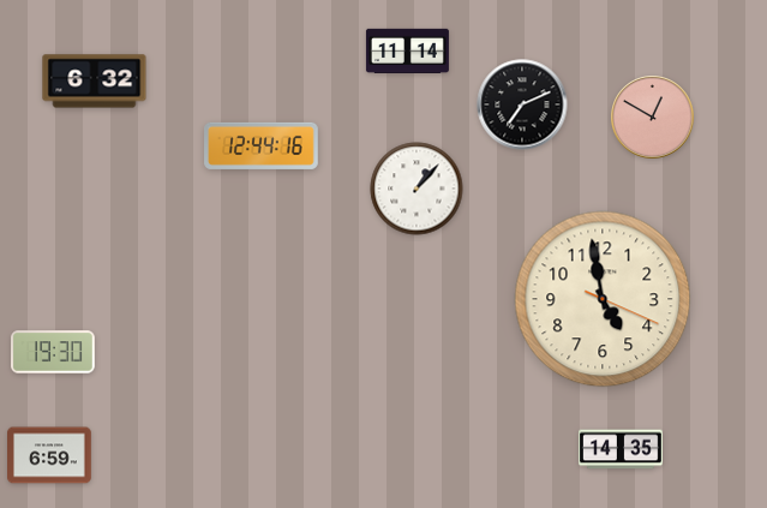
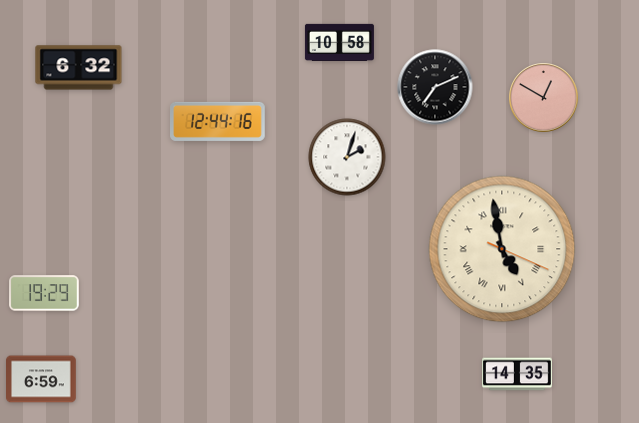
clock at (407, 50): 11:14 -> 10:58
clock at (417, 189): 1:07 -> 2:03
clock at (603, 299) numerals: Arabic -> Roman
clock at (54, 352): 19:30 -> 19:29
